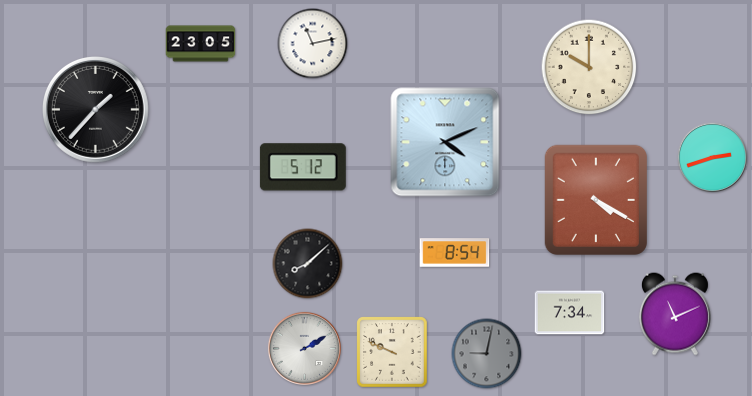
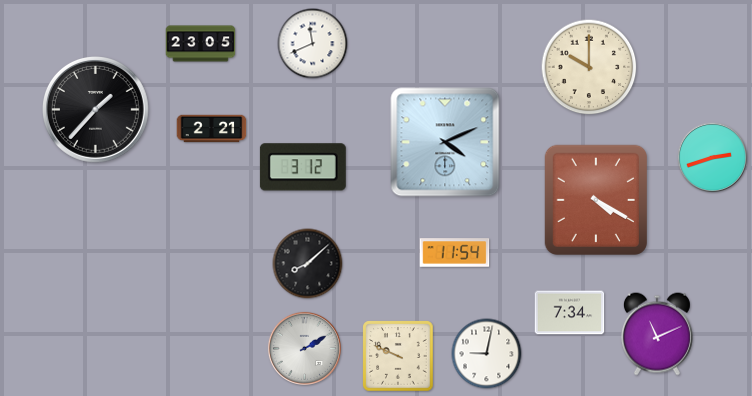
clock at (313, 44): 11:13 -> 11:41
clock at (212, 129): none -> 2:21
clock at (303, 167): 5:12 -> 3:12
clock at (455, 253): 8:54 -> 11:54
clock at (675, 314) position: (675, 314) -> (657, 334)
clock at (392, 352) position: (392, 352) -> (398, 356)
clock at (487, 354) dial: grey -> white
